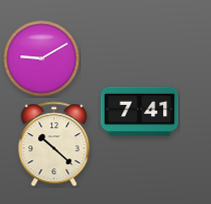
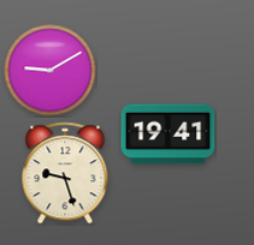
clock at (140, 112): 7:41 -> 19:41
clock at (54, 144): 10:22 -> 9:27
